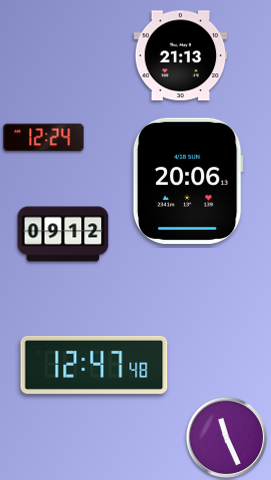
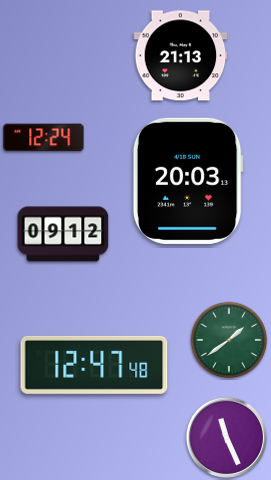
clock at (188, 181): 20:06 -> 20:03
clock at (229, 340): none -> 1:39
